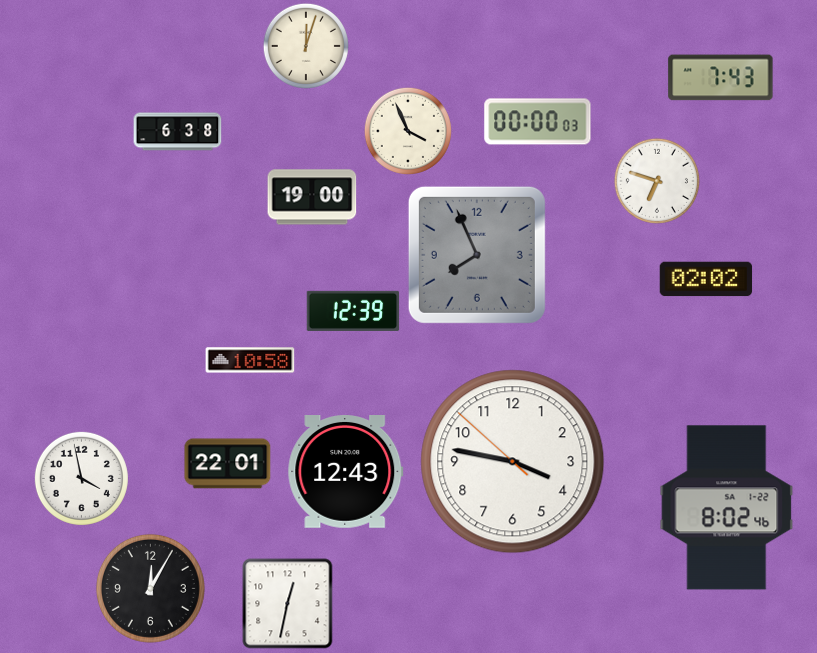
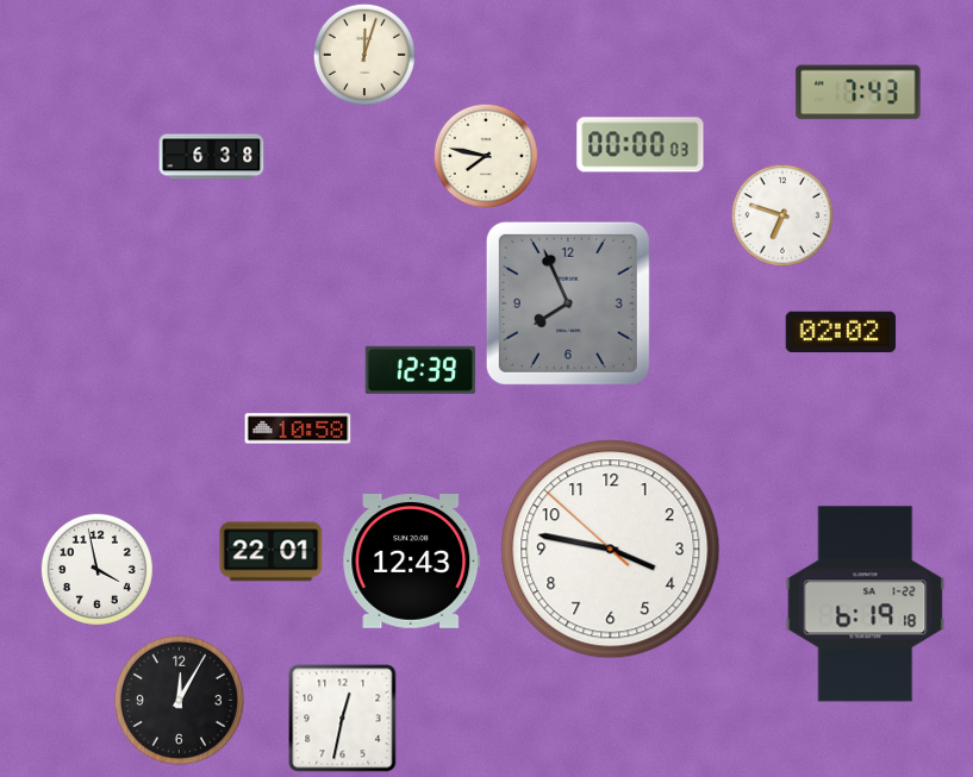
clock at (408, 131): 3:56 -> 7:47
clock at (312, 197): 19:00 -> none
clock at (727, 508): 8:02 -> 6:19
